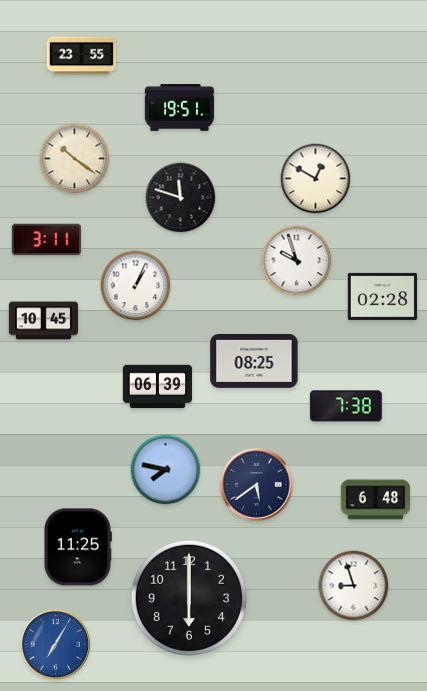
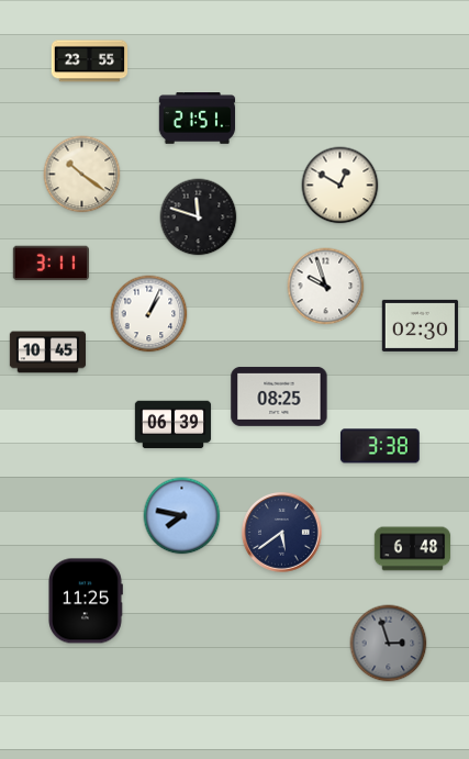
clock at (180, 108): 19:51 -> 21:51
clock at (316, 179) position: (316, 179) -> (340, 186)
clock at (383, 296): 02:28 -> 02:30
clock at (346, 406): 7:38 -> 3:38
clock at (354, 586): 8:57 -> 2:57
clock at (354, 586) dial: white -> grey
clock at (188, 597): 6:00 -> none
clock at (55, 644): 7:05 -> none
